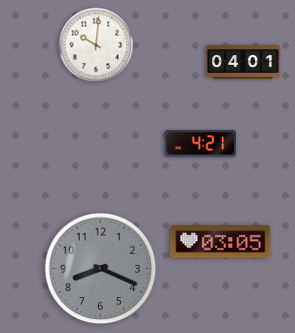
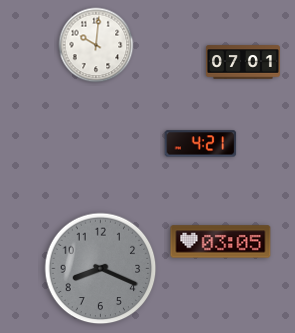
clock at (243, 62): 04:01 -> 07:01
